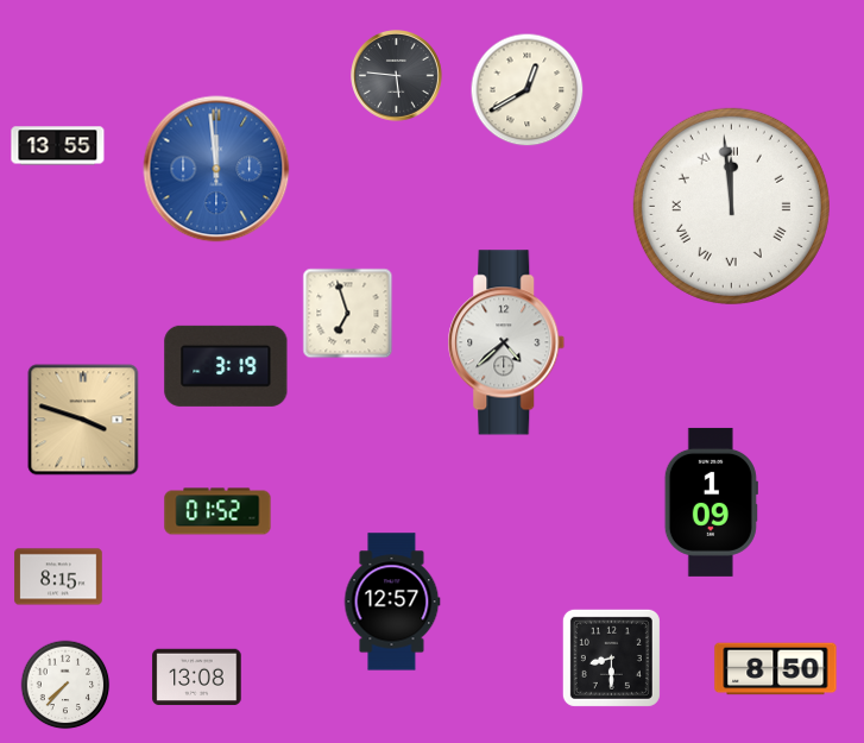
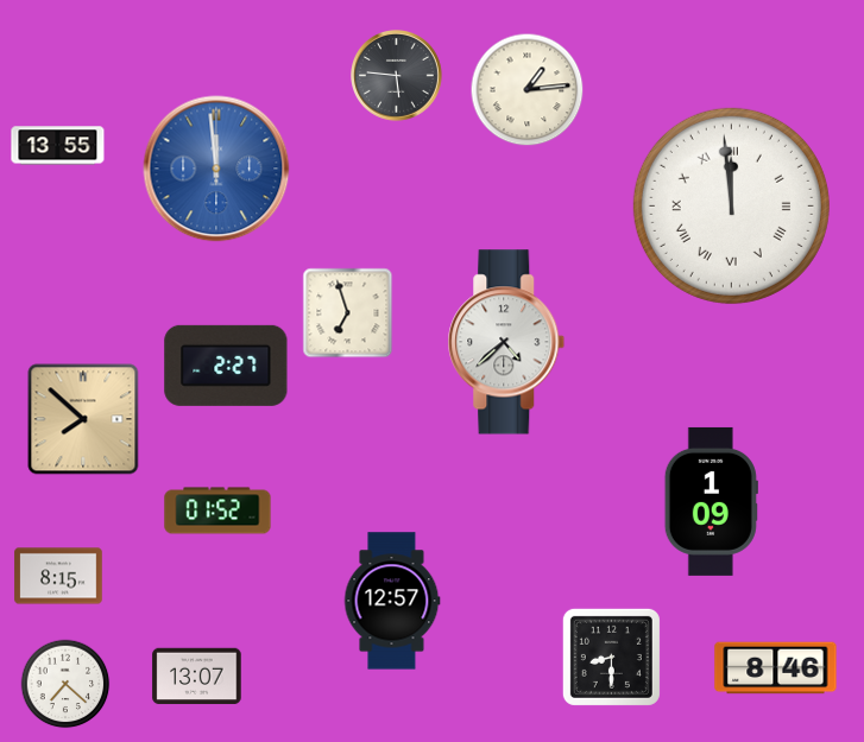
clock at (528, 90): 12:40 -> 1:14
clock at (226, 366): 3:19 -> 2:27
clock at (83, 420): 3:48 -> 7:52
clock at (776, 669): 8:50 -> 8:46
clock at (197, 678): 13:08 -> 13:07
clock at (65, 685): 7:37 -> 7:22
